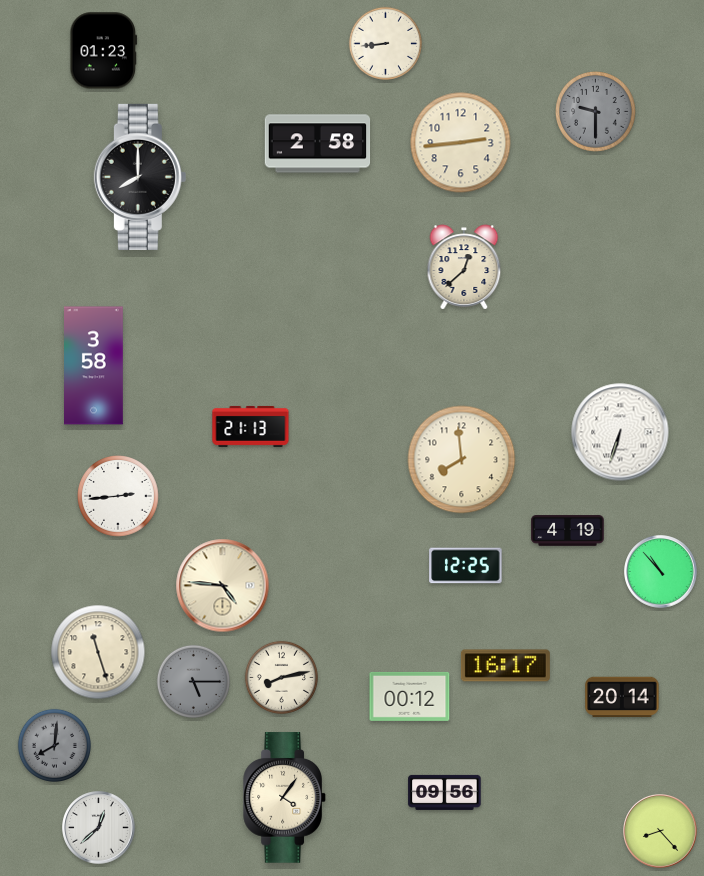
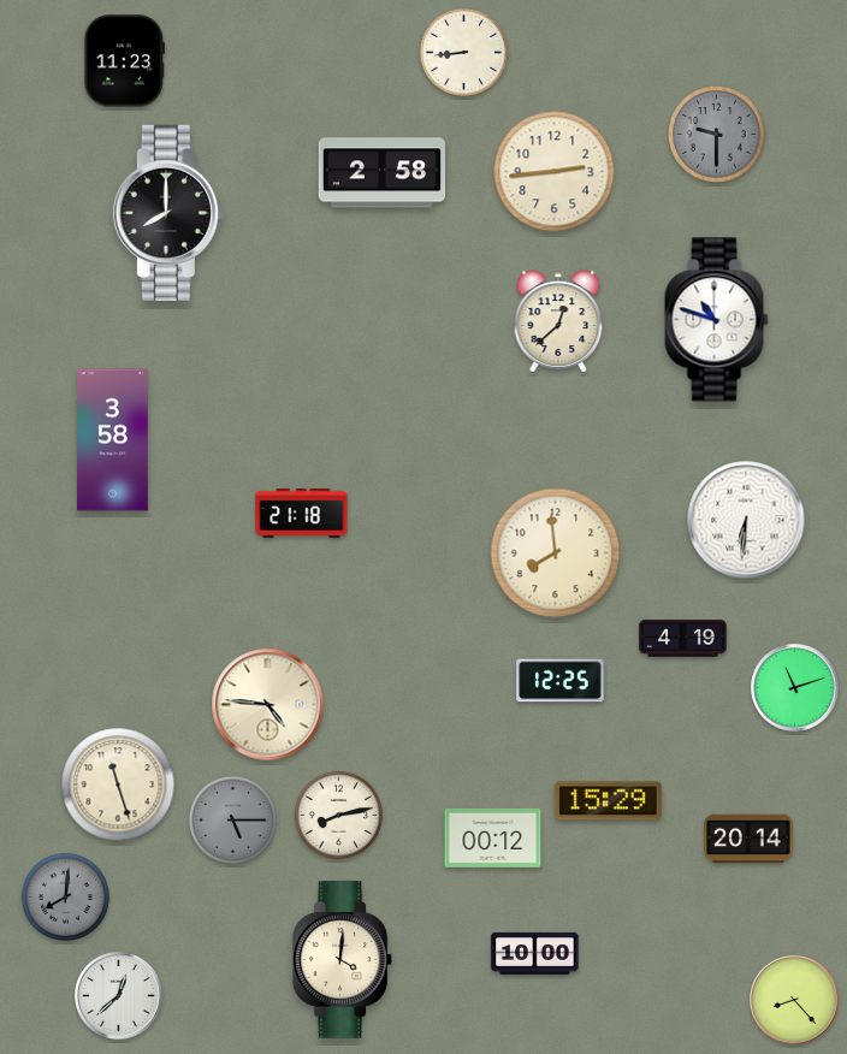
clock at (104, 51): 01:23 -> 11:23
clock at (717, 320): none -> 10:48
clock at (251, 426): 21:13 -> 21:18
clock at (620, 432): 6:33 -> 6:31
clock at (118, 496): 2:44 -> none
clock at (661, 572): 10:53 -> 11:12
clock at (505, 666): 16:17 -> 15:29
clock at (445, 792): 09:56 -> 10:00
clock at (285, 798): 4:06 -> 4:01
